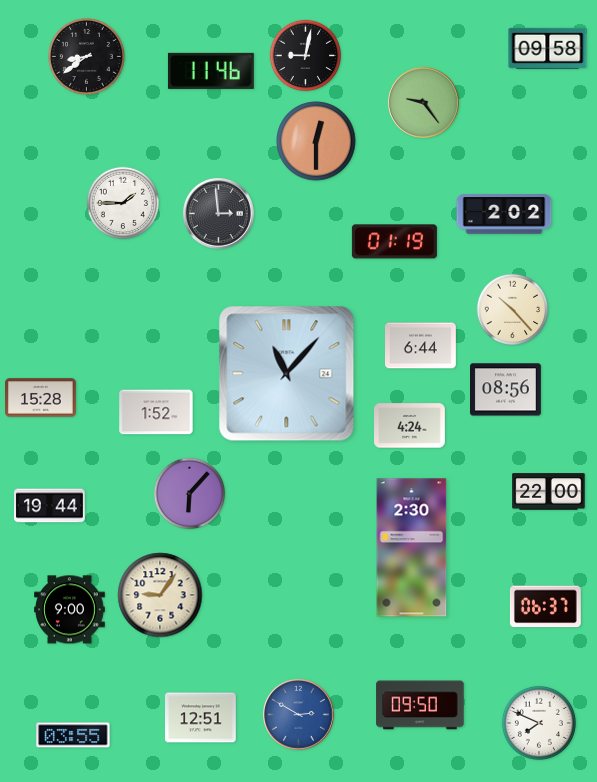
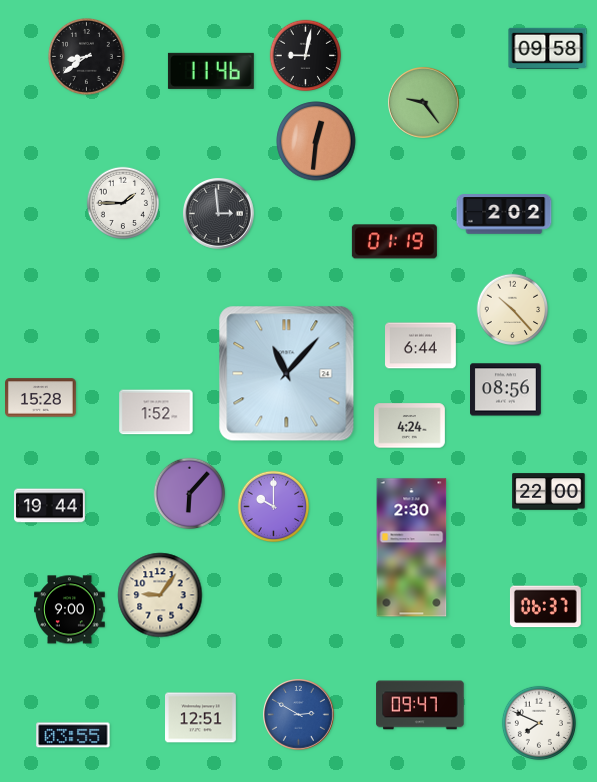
clock at (316, 141): 12:30 -> 12:31
clock at (274, 507): none -> 10:00
clock at (420, 705): 09:50 -> 09:47
